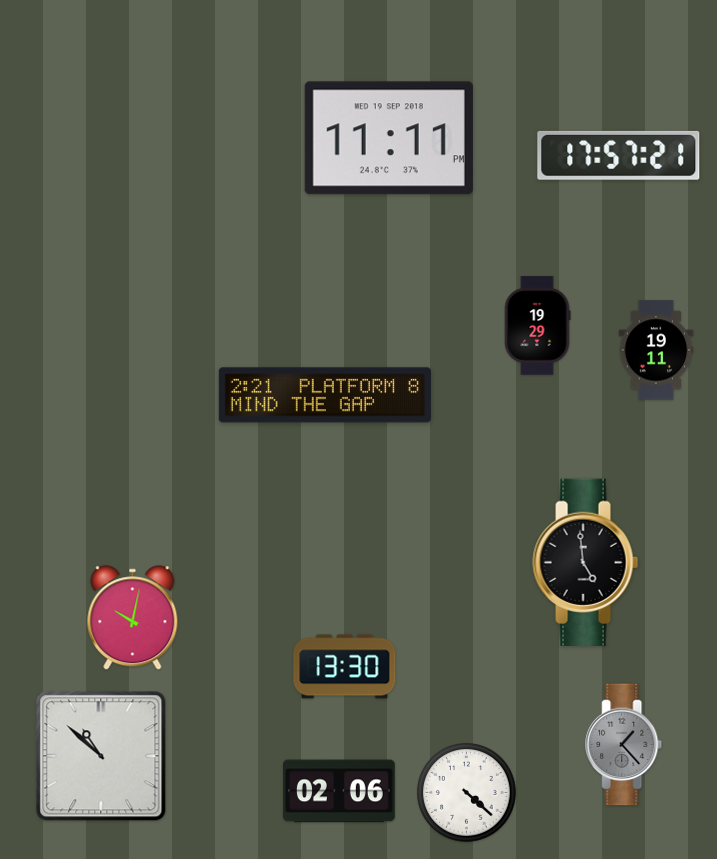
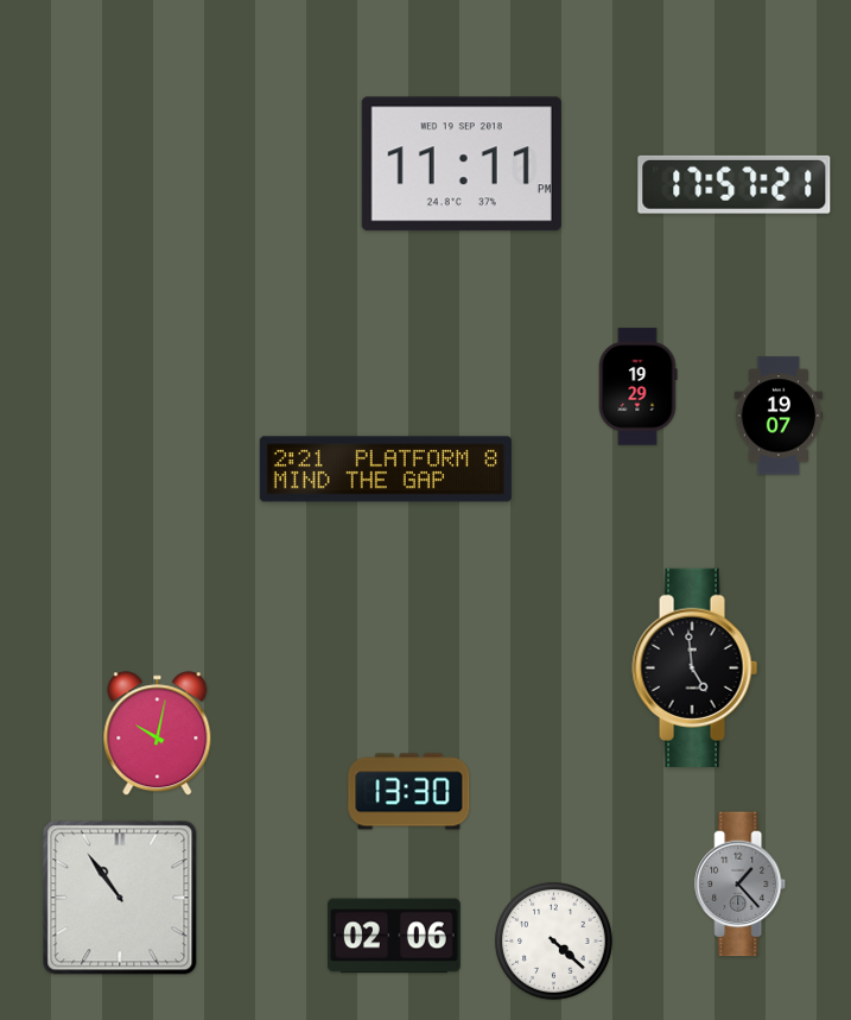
clock at (656, 350): 19:11 -> 19:07
clock at (101, 756): 10:52 -> 10:54
clock at (339, 791) position: (339, 791) -> (394, 936)
